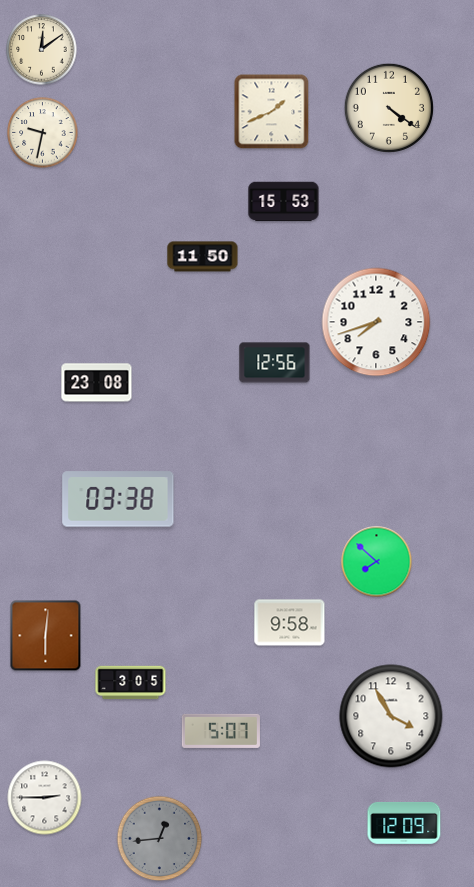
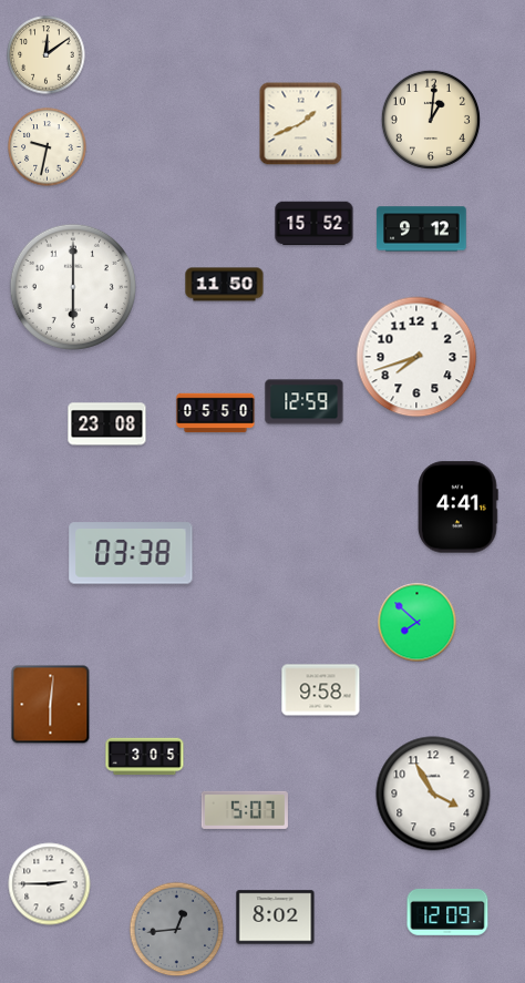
clock at (389, 108): 4:21 -> 1:01
clock at (284, 202): 15:53 -> 15:52
clock at (422, 229): none -> 9:12
clock at (73, 287): none -> 6:00
clock at (275, 363): 12:56 -> 12:59
clock at (216, 413): none -> 05:50
clock at (459, 508): none -> 4:41
clock at (276, 918): none -> 8:02
